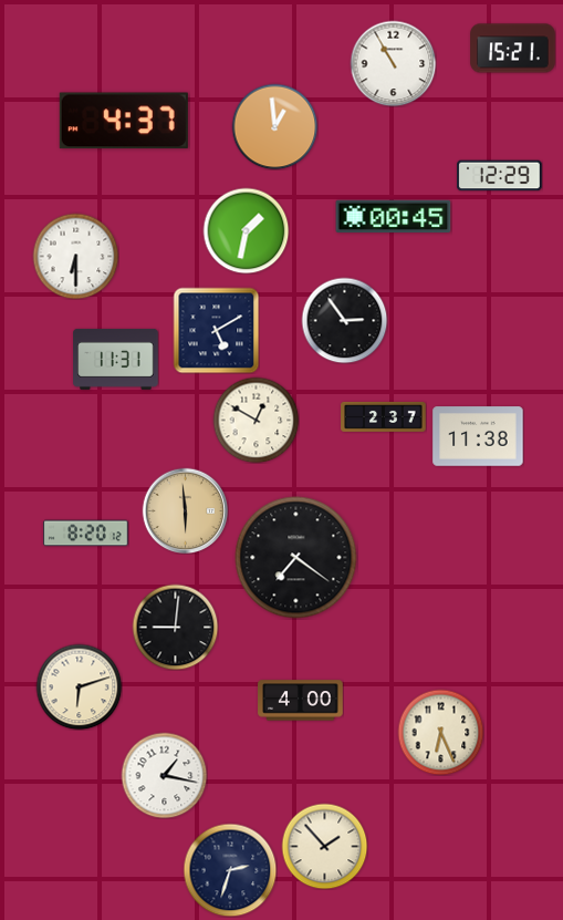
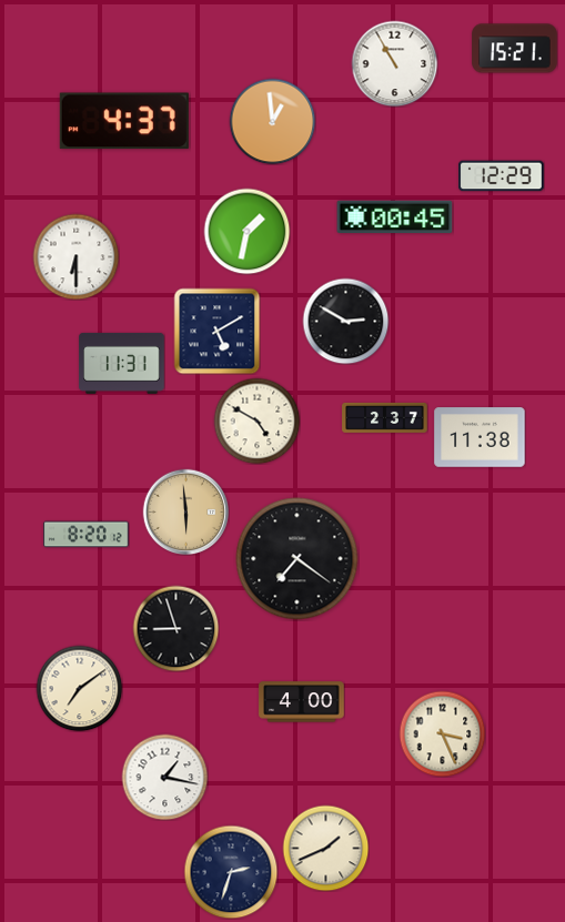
clock at (274, 126) position: (274, 126) -> (272, 121)
clock at (344, 320): 2:54 -> 2:50
clock at (116, 359) position: (116, 359) -> (122, 363)
clock at (256, 420): 12:50 -> 4:50
clock at (175, 627): 9:01 -> 8:57
clock at (79, 686): 6:12 -> 7:09
clock at (440, 732): 6:26 -> 3:26
clock at (324, 846): 1:53 -> 1:41
